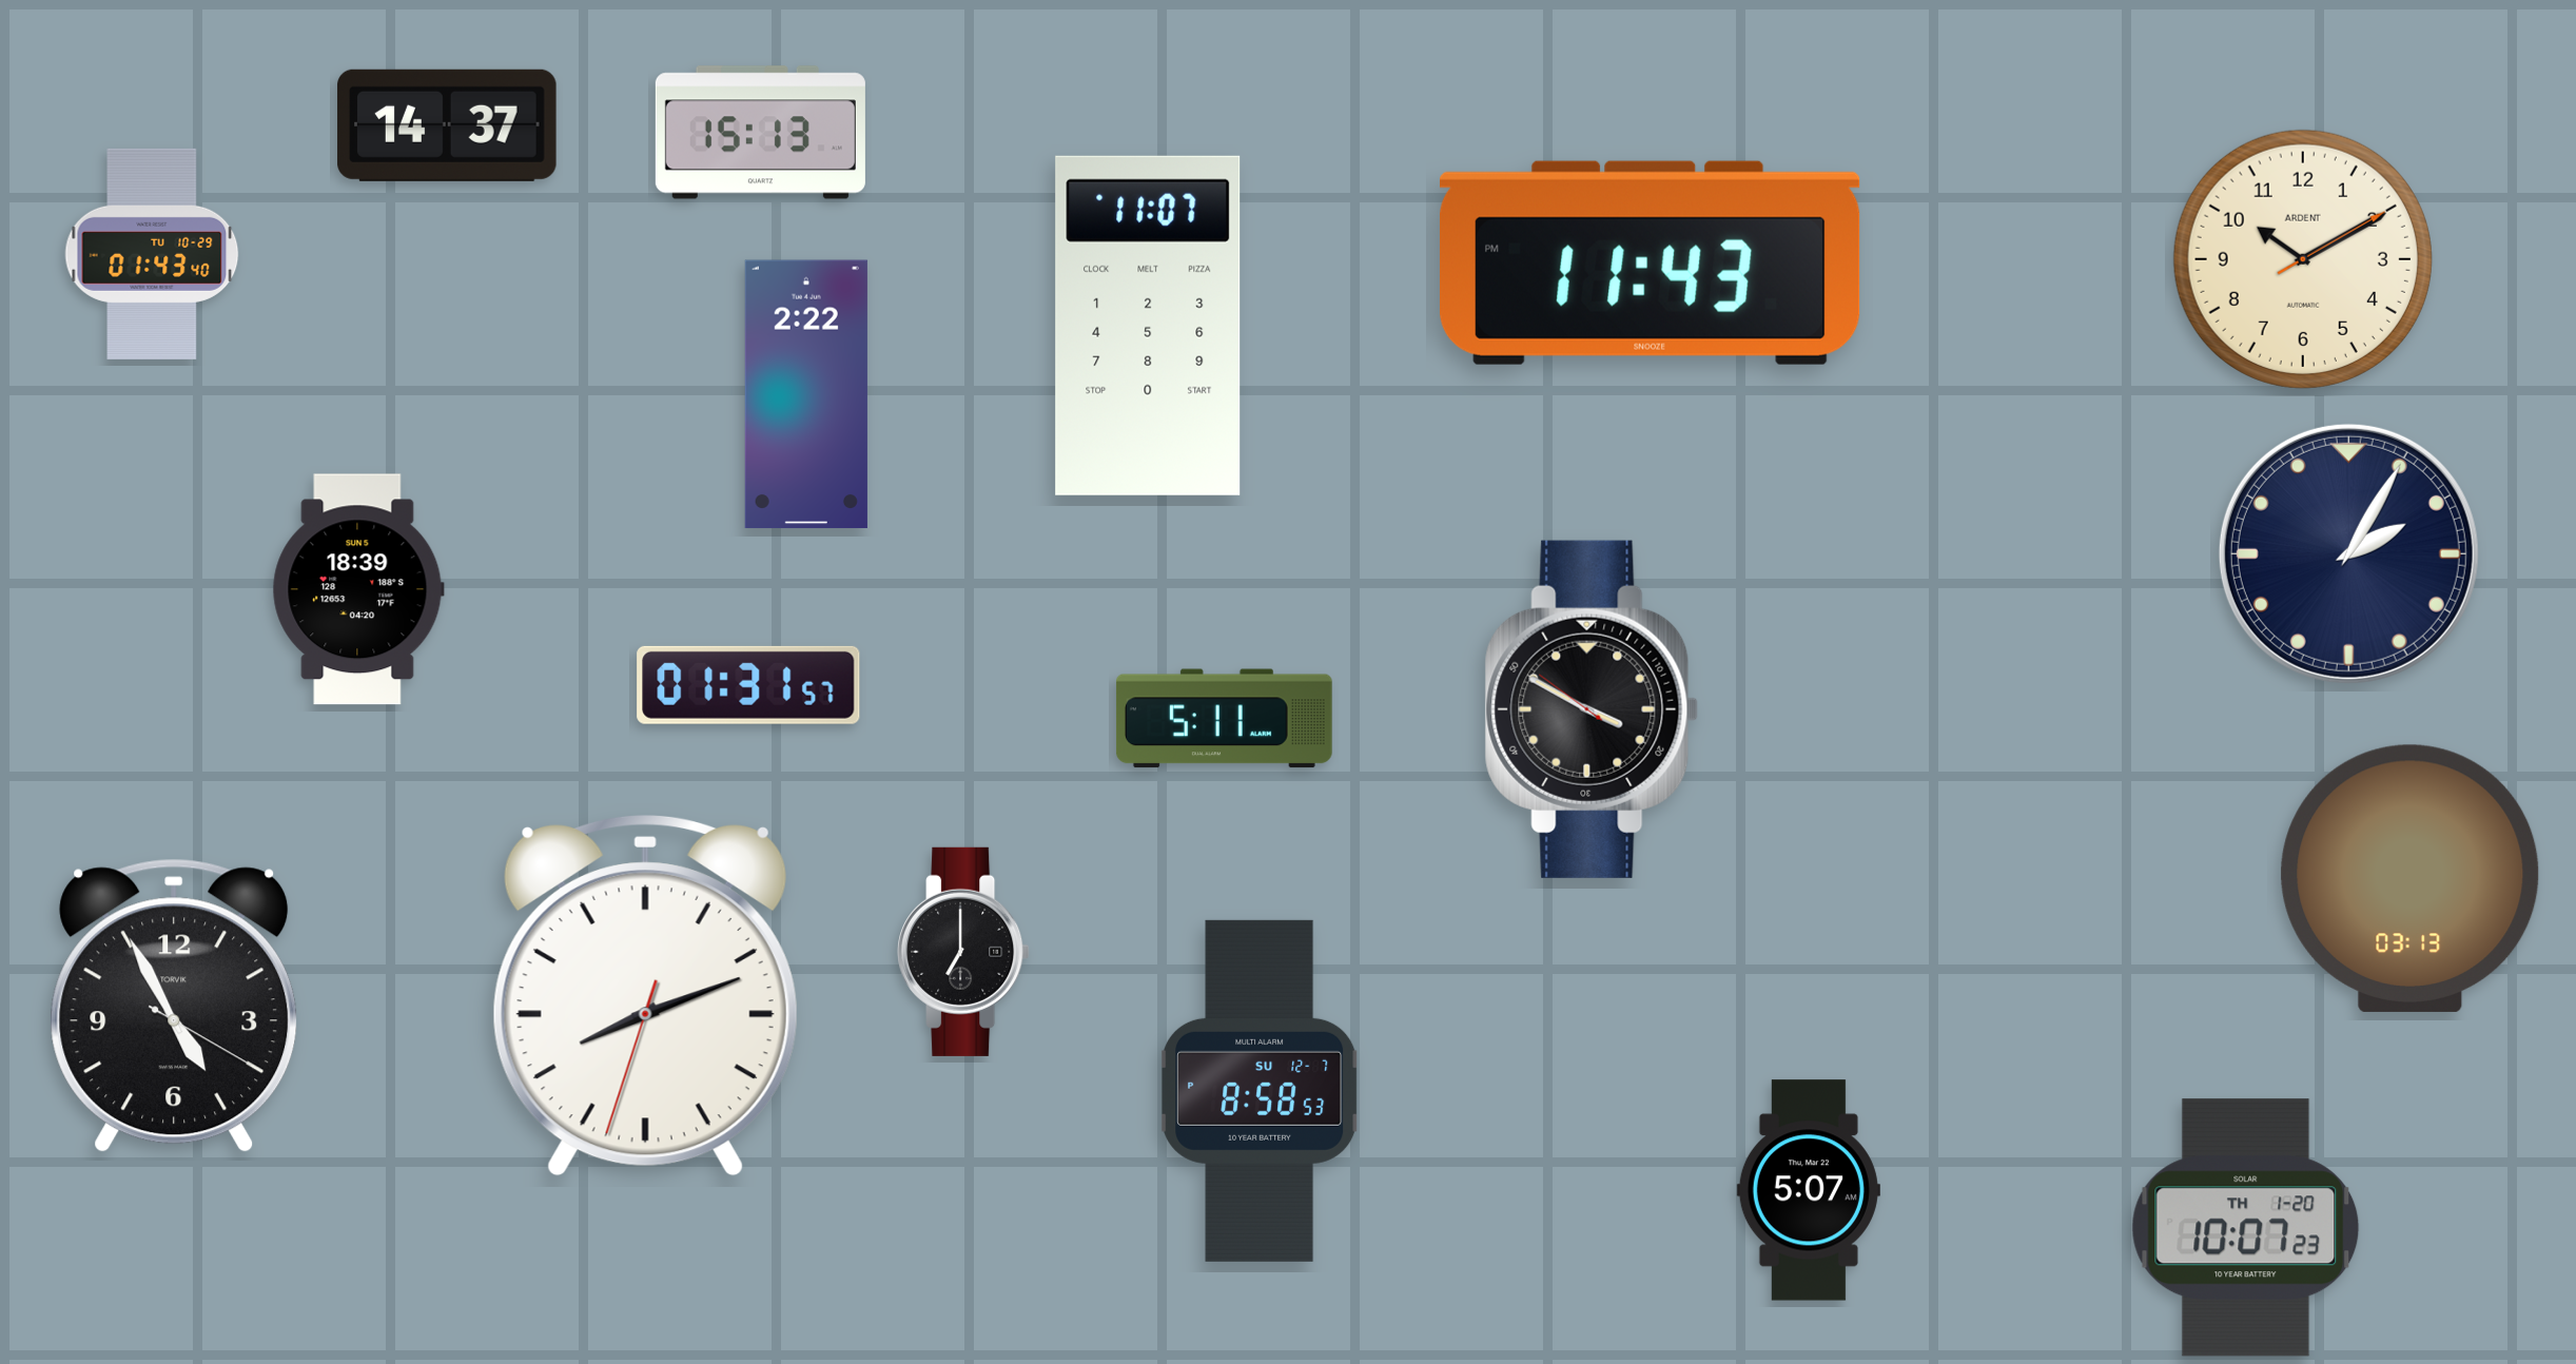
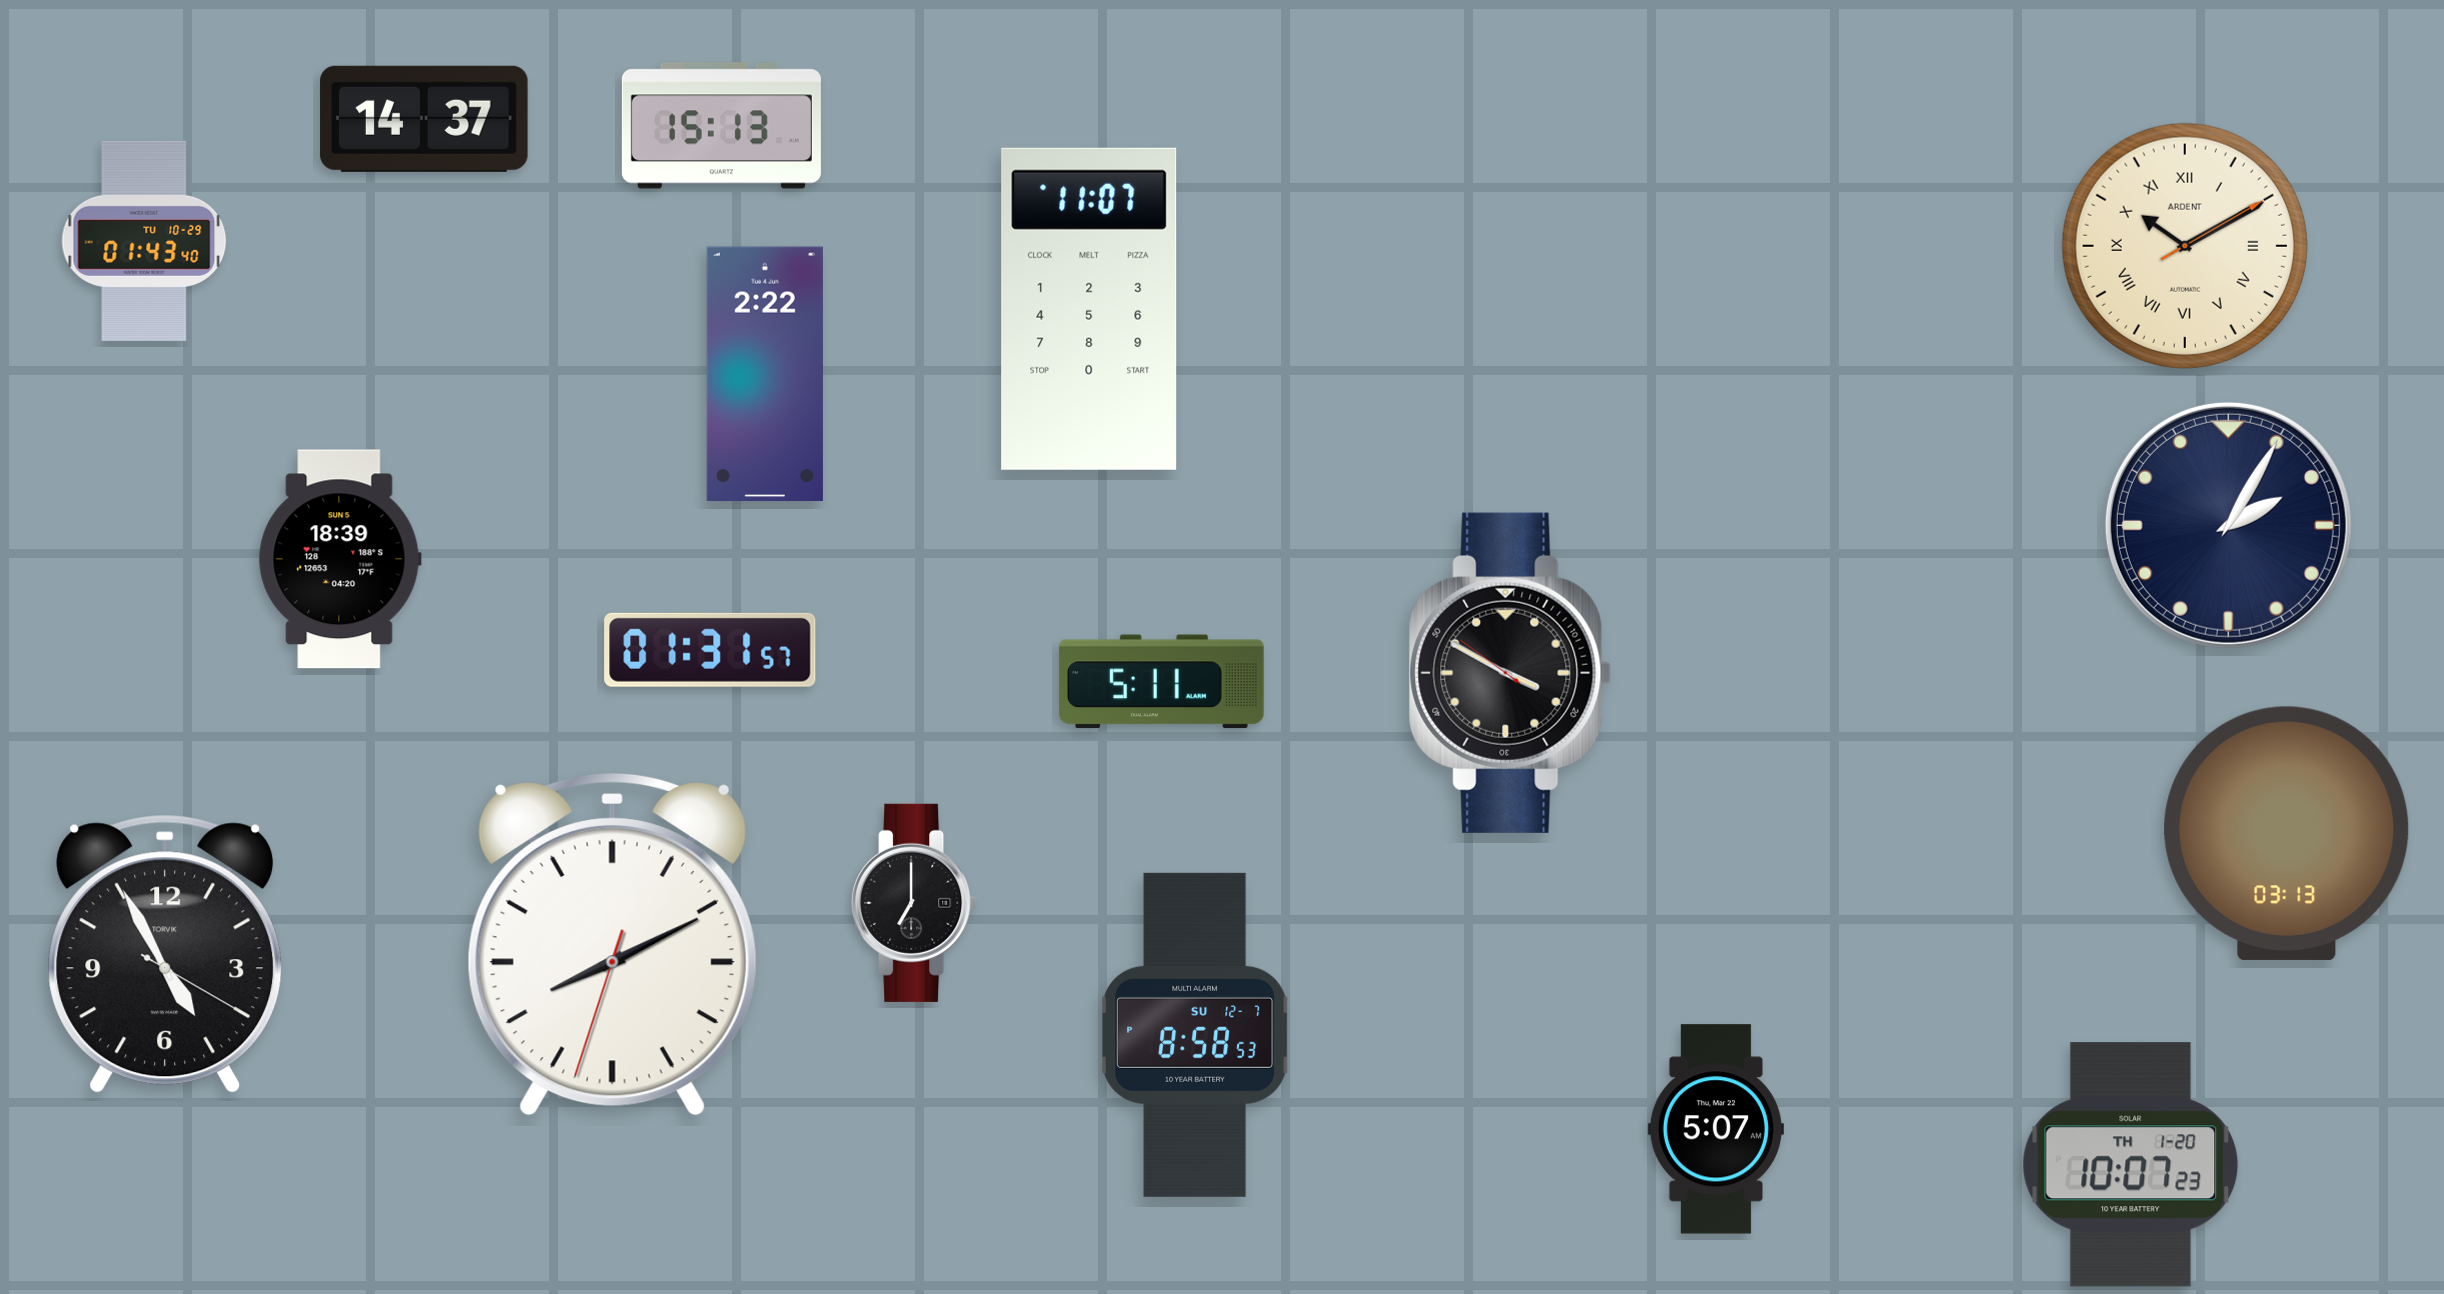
clock at (2303, 259) numerals: Arabic -> Roman
clock at (1651, 262): 11:43 -> none
clock at (645, 995): 8:11 -> 8:10
